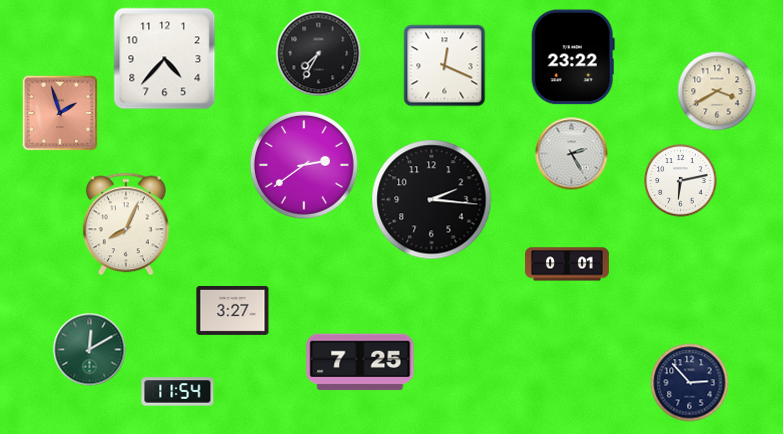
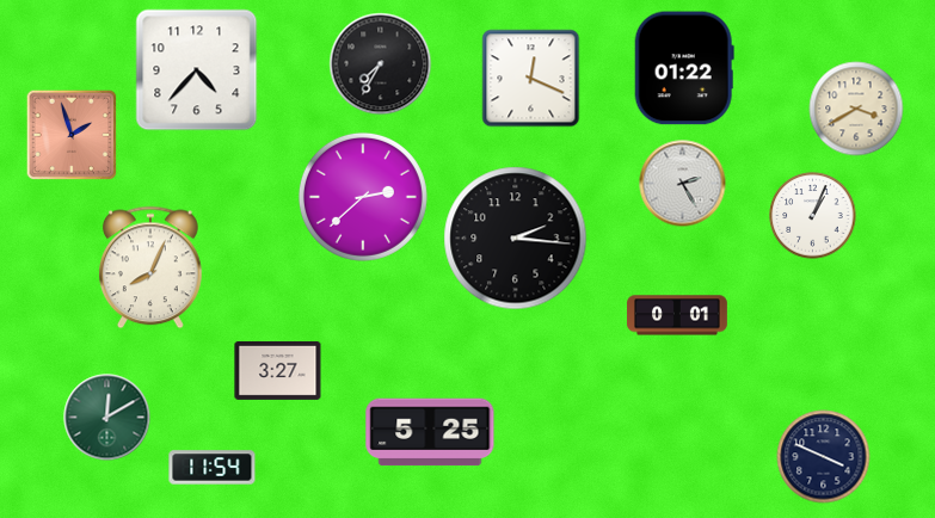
clock at (573, 57): 23:22 -> 01:22
clock at (304, 165): 2:39 -> 2:38
clock at (681, 181): 6:13 -> 1:04
clock at (360, 362): 7:25 -> 5:25
clock at (690, 383): 2:53 -> 3:49
